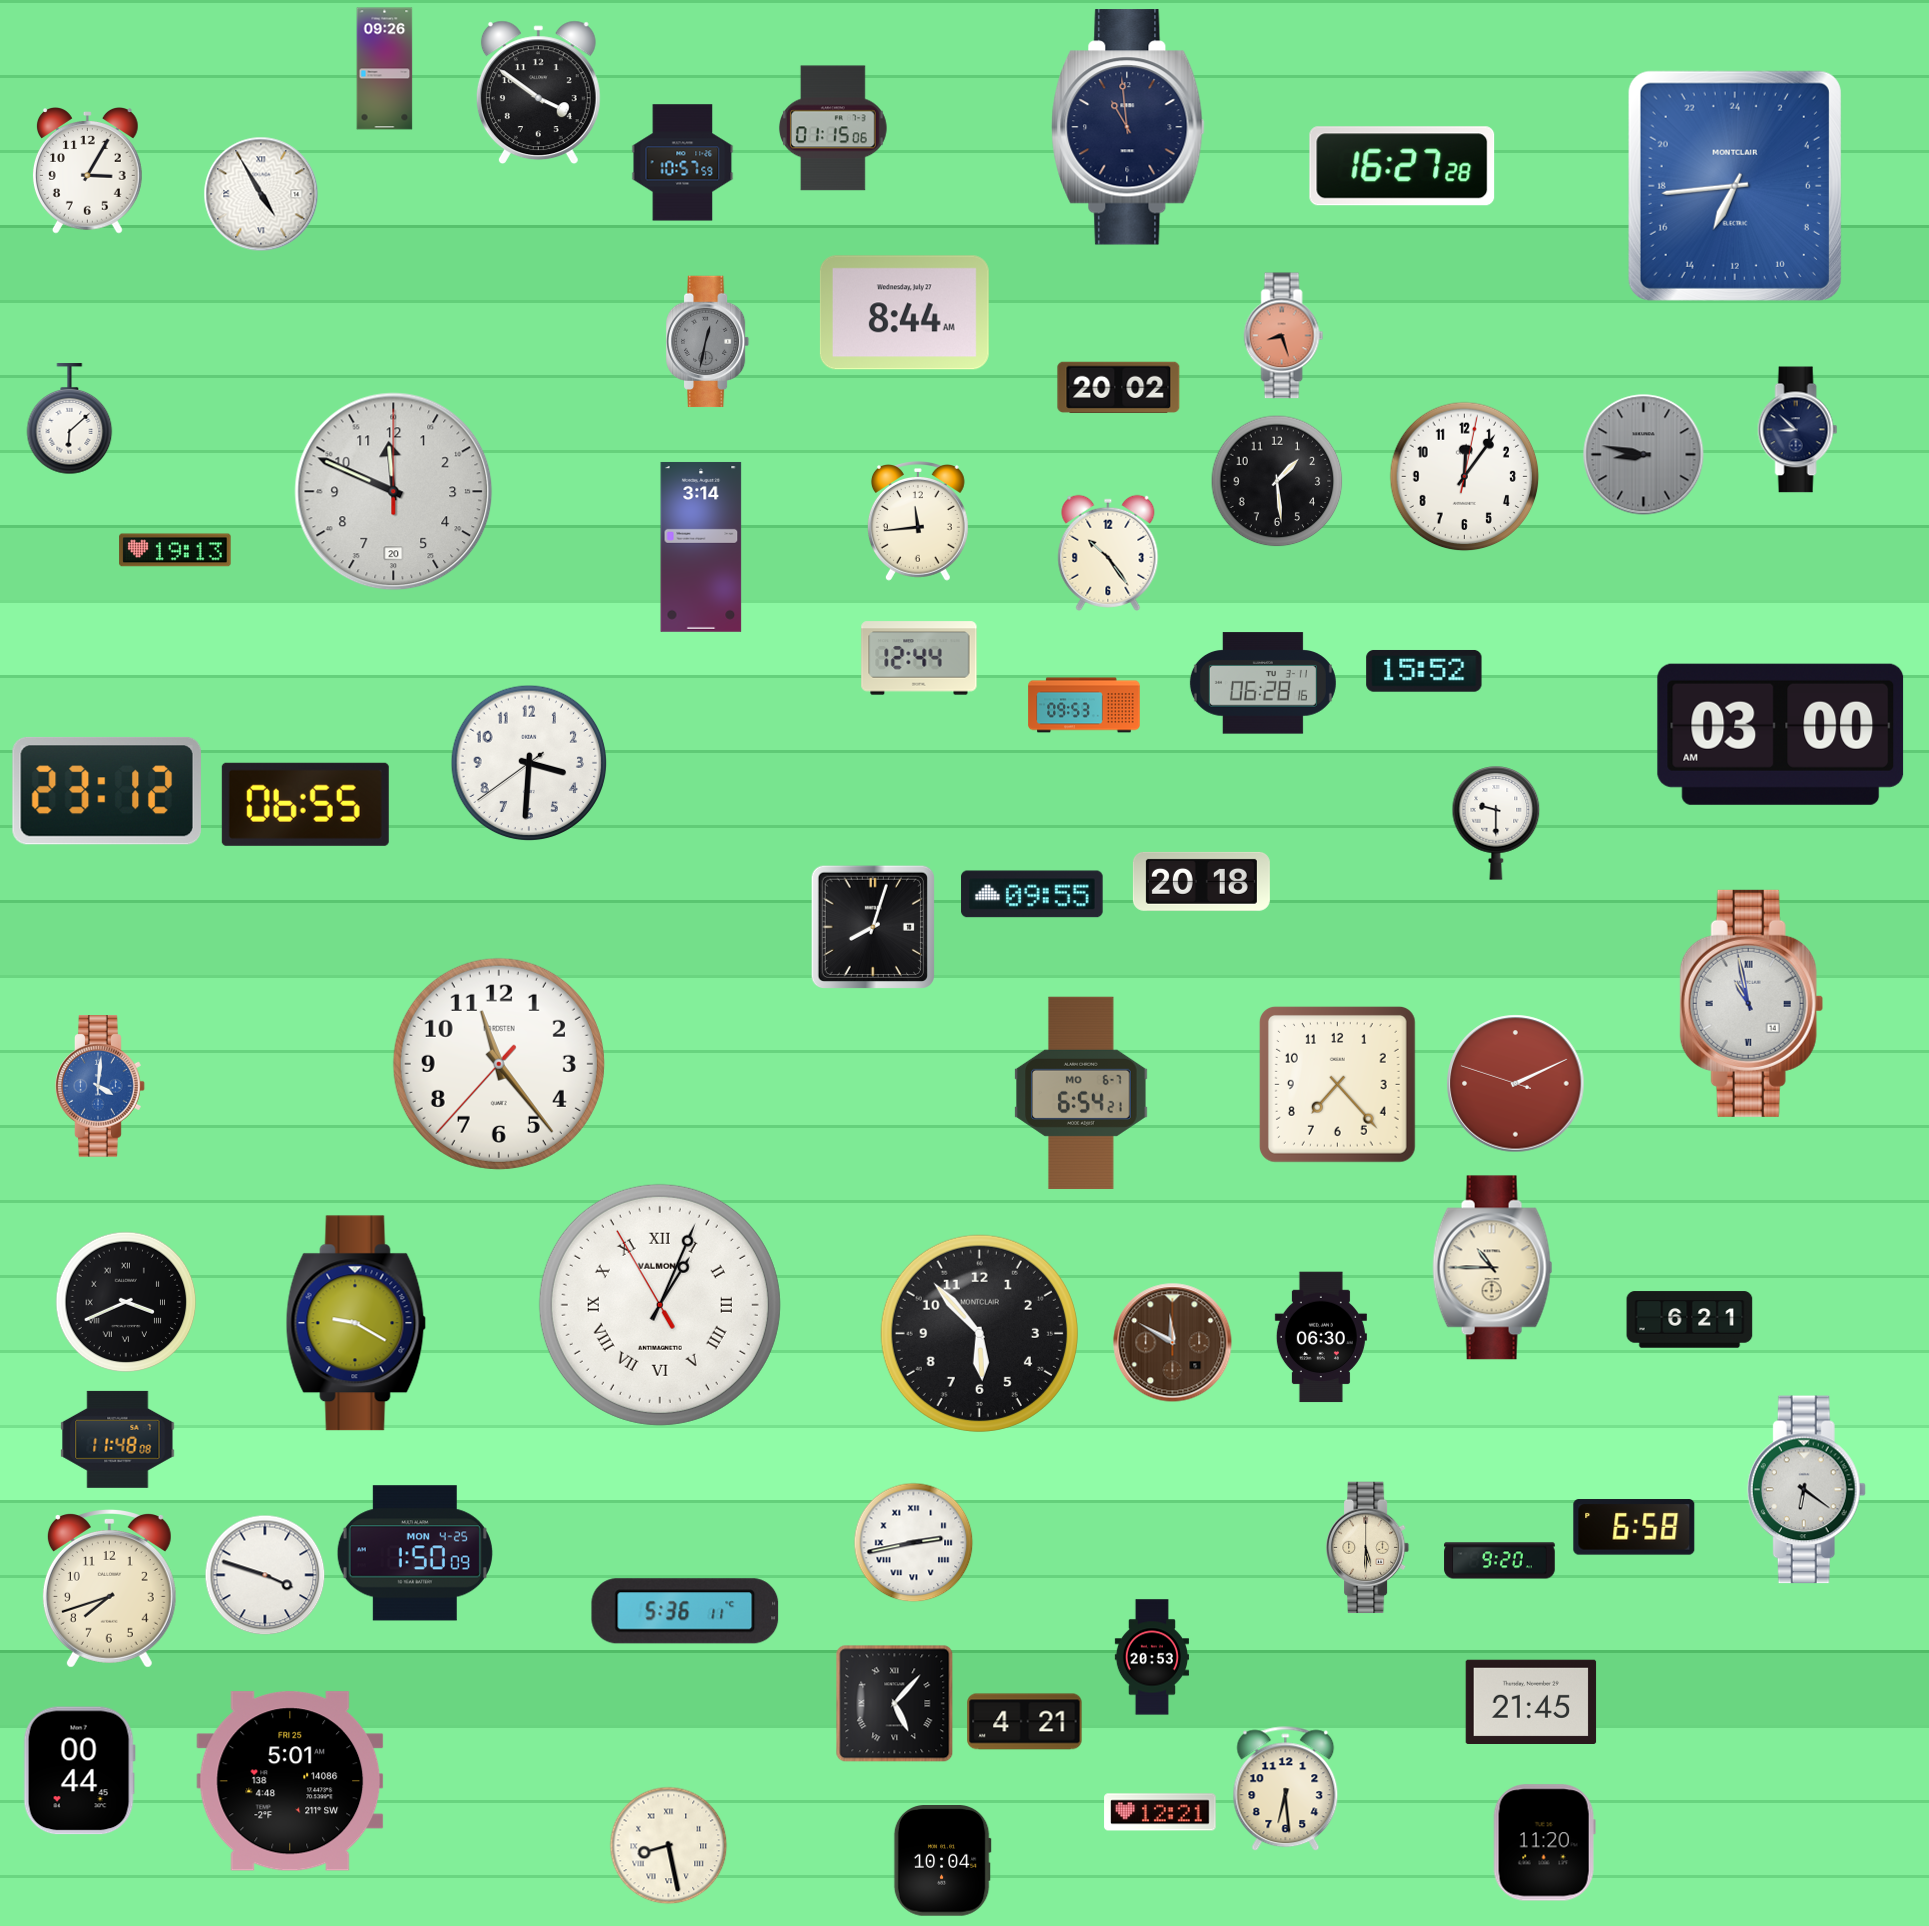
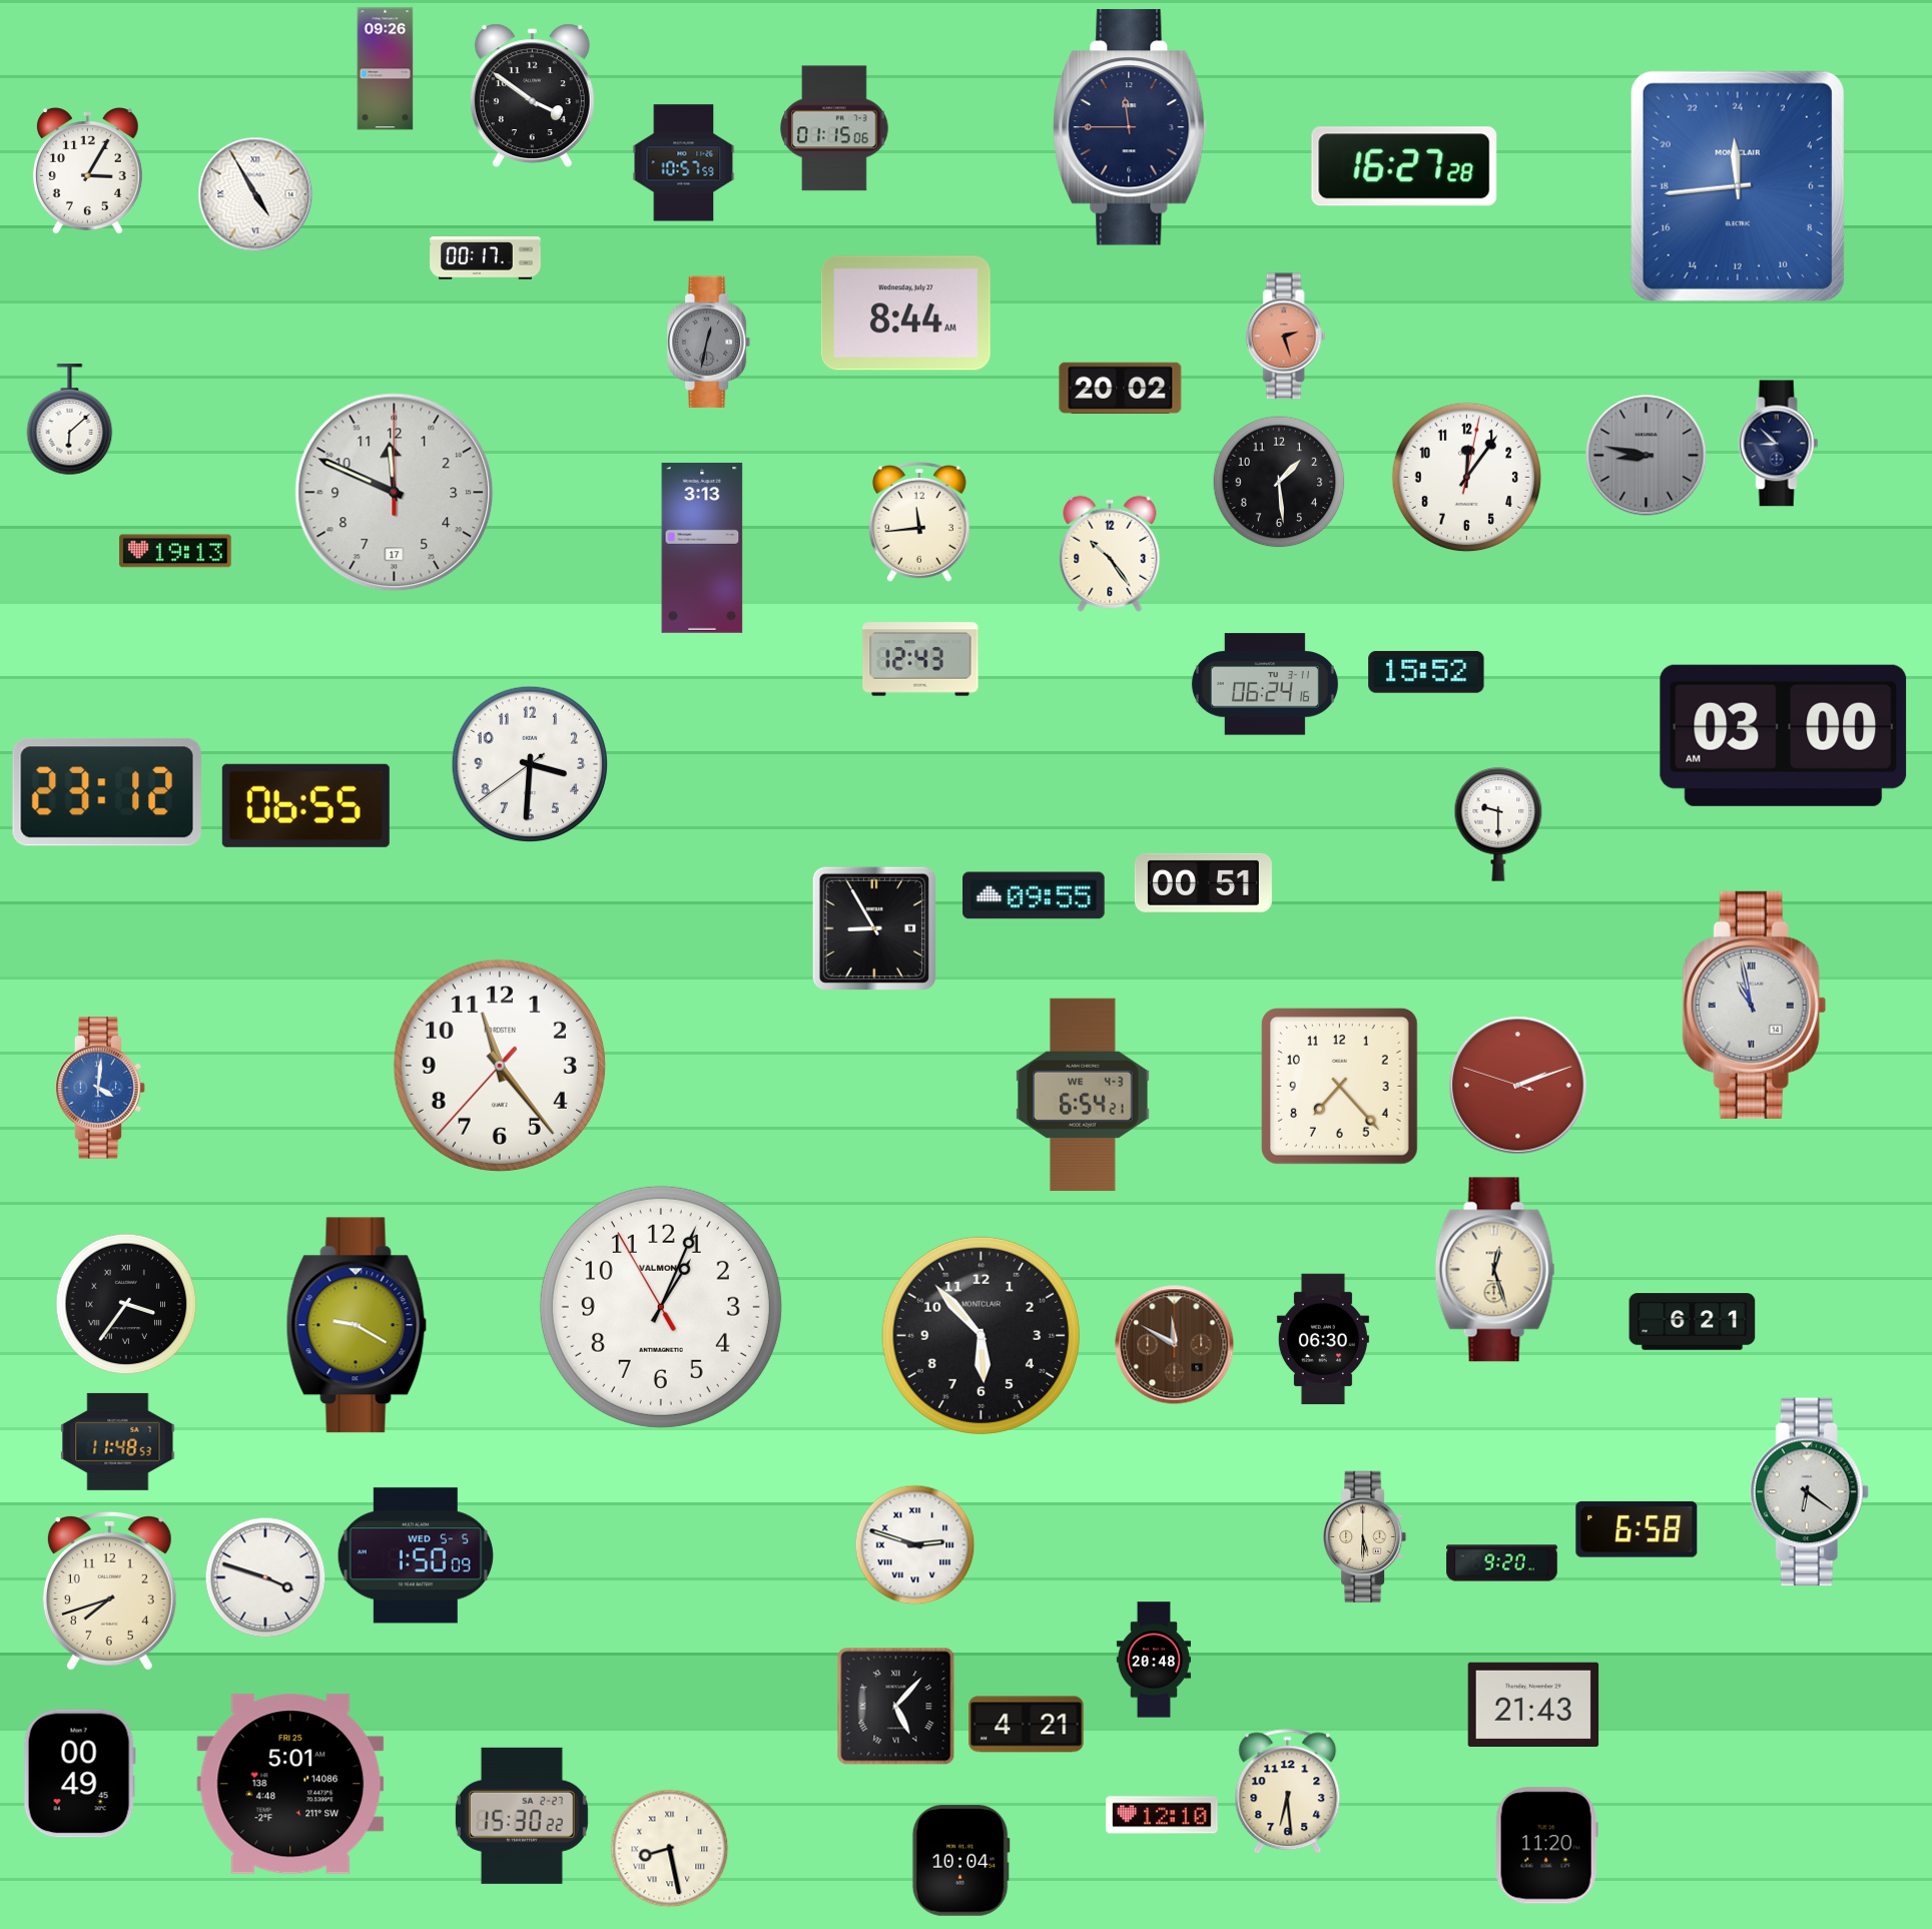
clock at (538, 93) position: (538, 93) -> (532, 96)
clock at (1128, 127): 10:59 -> 11:45
clock at (1735, 186): 13:44 -> 23:44
clock at (261, 194) position: (261, 194) -> (255, 194)
clock at (486, 258): none -> 00:17
clock at (1284, 336): 8:27 -> 2:27
clock at (1798, 430) position: (1798, 430) -> (1779, 444)
clock at (394, 492) date: 20 -> 17
clock at (701, 547): 3:14 -> 3:13
clock at (919, 658): 12:44 -> 12:43
clock at (1263, 683): 06:28 -> 06:24
clock at (1084, 705): 09:53 -> none
clock at (1201, 881): 20:18 -> 00:51
clock at (872, 926): 8:03 -> 8:55
clock at (1516, 1084): 2:10 -> 2:11
clock at (1081, 1092) date: MO 6-7 -> WE 4-3
clock at (1493, 1268): 10:45 -> 12:27
clock at (126, 1302): 3:41 -> 3:36
clock at (660, 1305) numerals: Roman -> Arabic
clock at (118, 1439): 11:48:08 -> 11:48:53
clock at (914, 1543): 2:43 -> 2:48
clock at (1368, 1548) position: (1368, 1548) -> (1365, 1537)
clock at (415, 1553) date: MON 4-25 -> WED 5-5
clock at (685, 1611): 5:36 -> none
clock at (1152, 1657): 20:53 -> 20:48
clock at (1531, 1701): 21:45 -> 21:43
clock at (79, 1771): 00:44 -> 00:49
clock at (1160, 1812): 12:21 -> 12:10
clock at (522, 1816): none -> 15:30
clock at (942, 1861) position: (942, 1861) -> (960, 1861)
